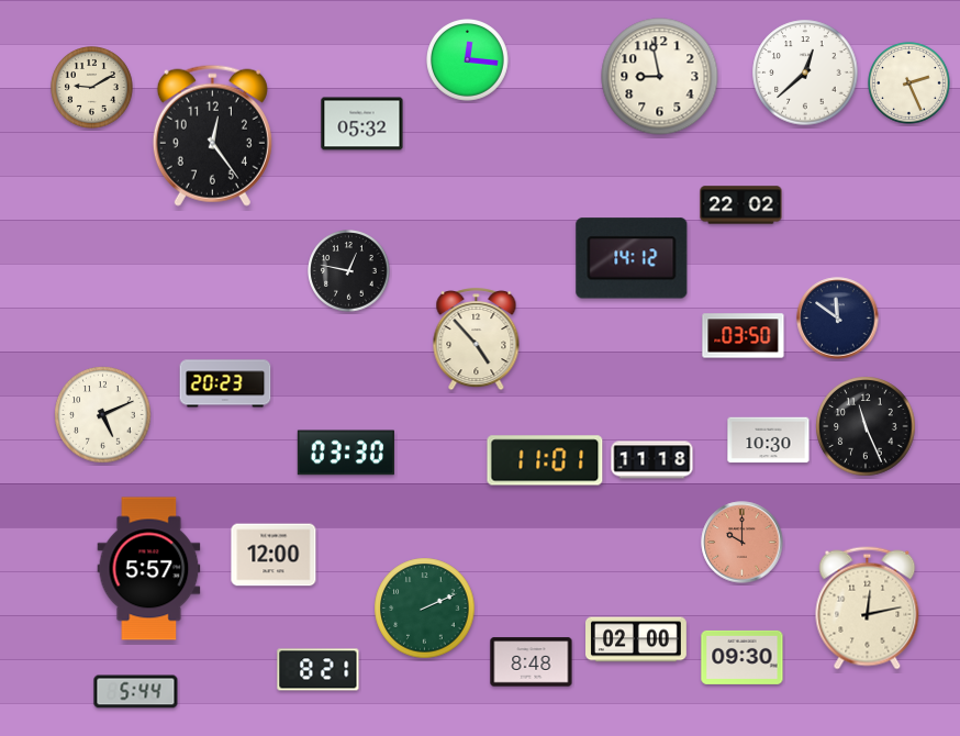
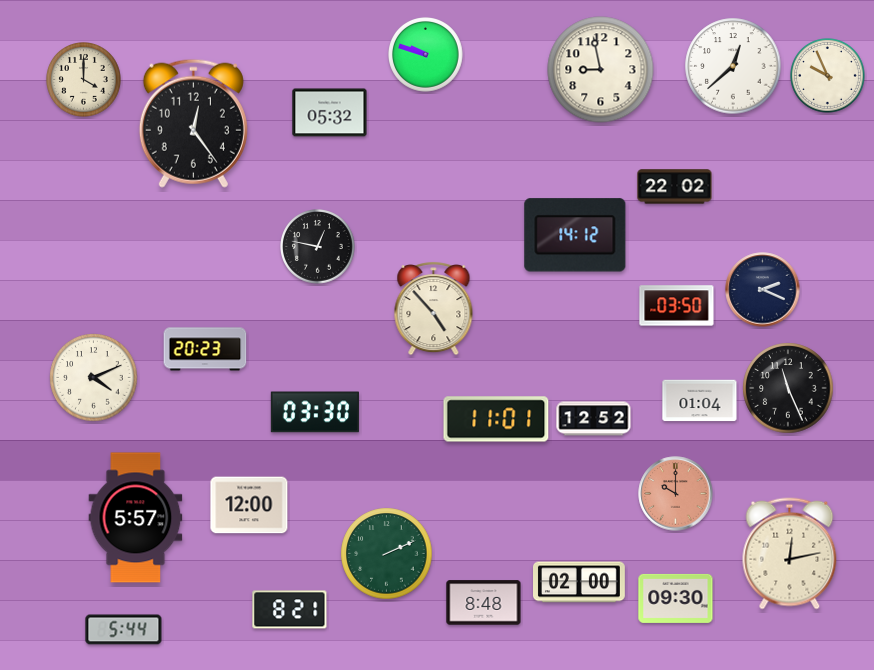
clock at (468, 60): 12:16 -> 9:48
clock at (909, 83): 2:26 -> 9:56
clock at (92, 88): 9:10 -> 4:00
clock at (838, 319): 11:51 -> 2:19
clock at (103, 415): 5:11 -> 4:11
clock at (769, 441): 10:30 -> 01:04
clock at (652, 460): 11:18 -> 12:52
